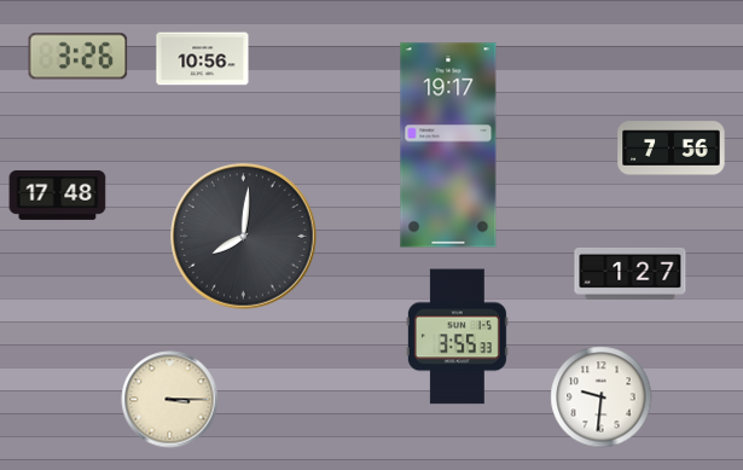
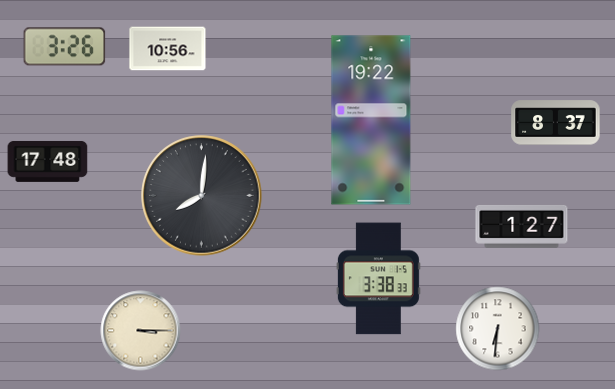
clock at (448, 145): 19:17 -> 19:22
clock at (672, 149): 7:56 -> 8:37
clock at (457, 337): 3:55 -> 3:38
clock at (602, 398): 9:31 -> 6:31
